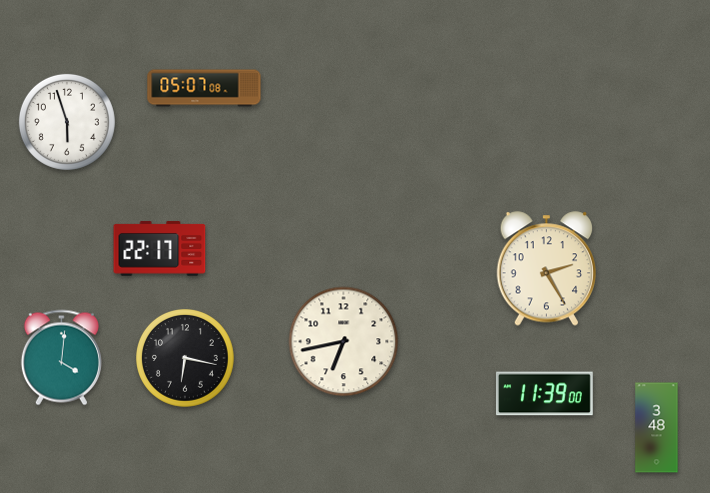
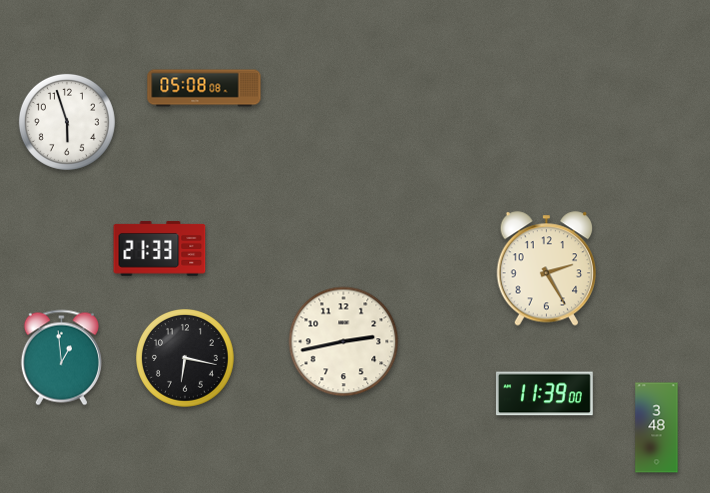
clock at (204, 88): 05:07 -> 05:08
clock at (160, 249): 22:17 -> 21:33
clock at (344, 342): 6:43 -> 2:43
clock at (61, 358): 4:01 -> 12:59
